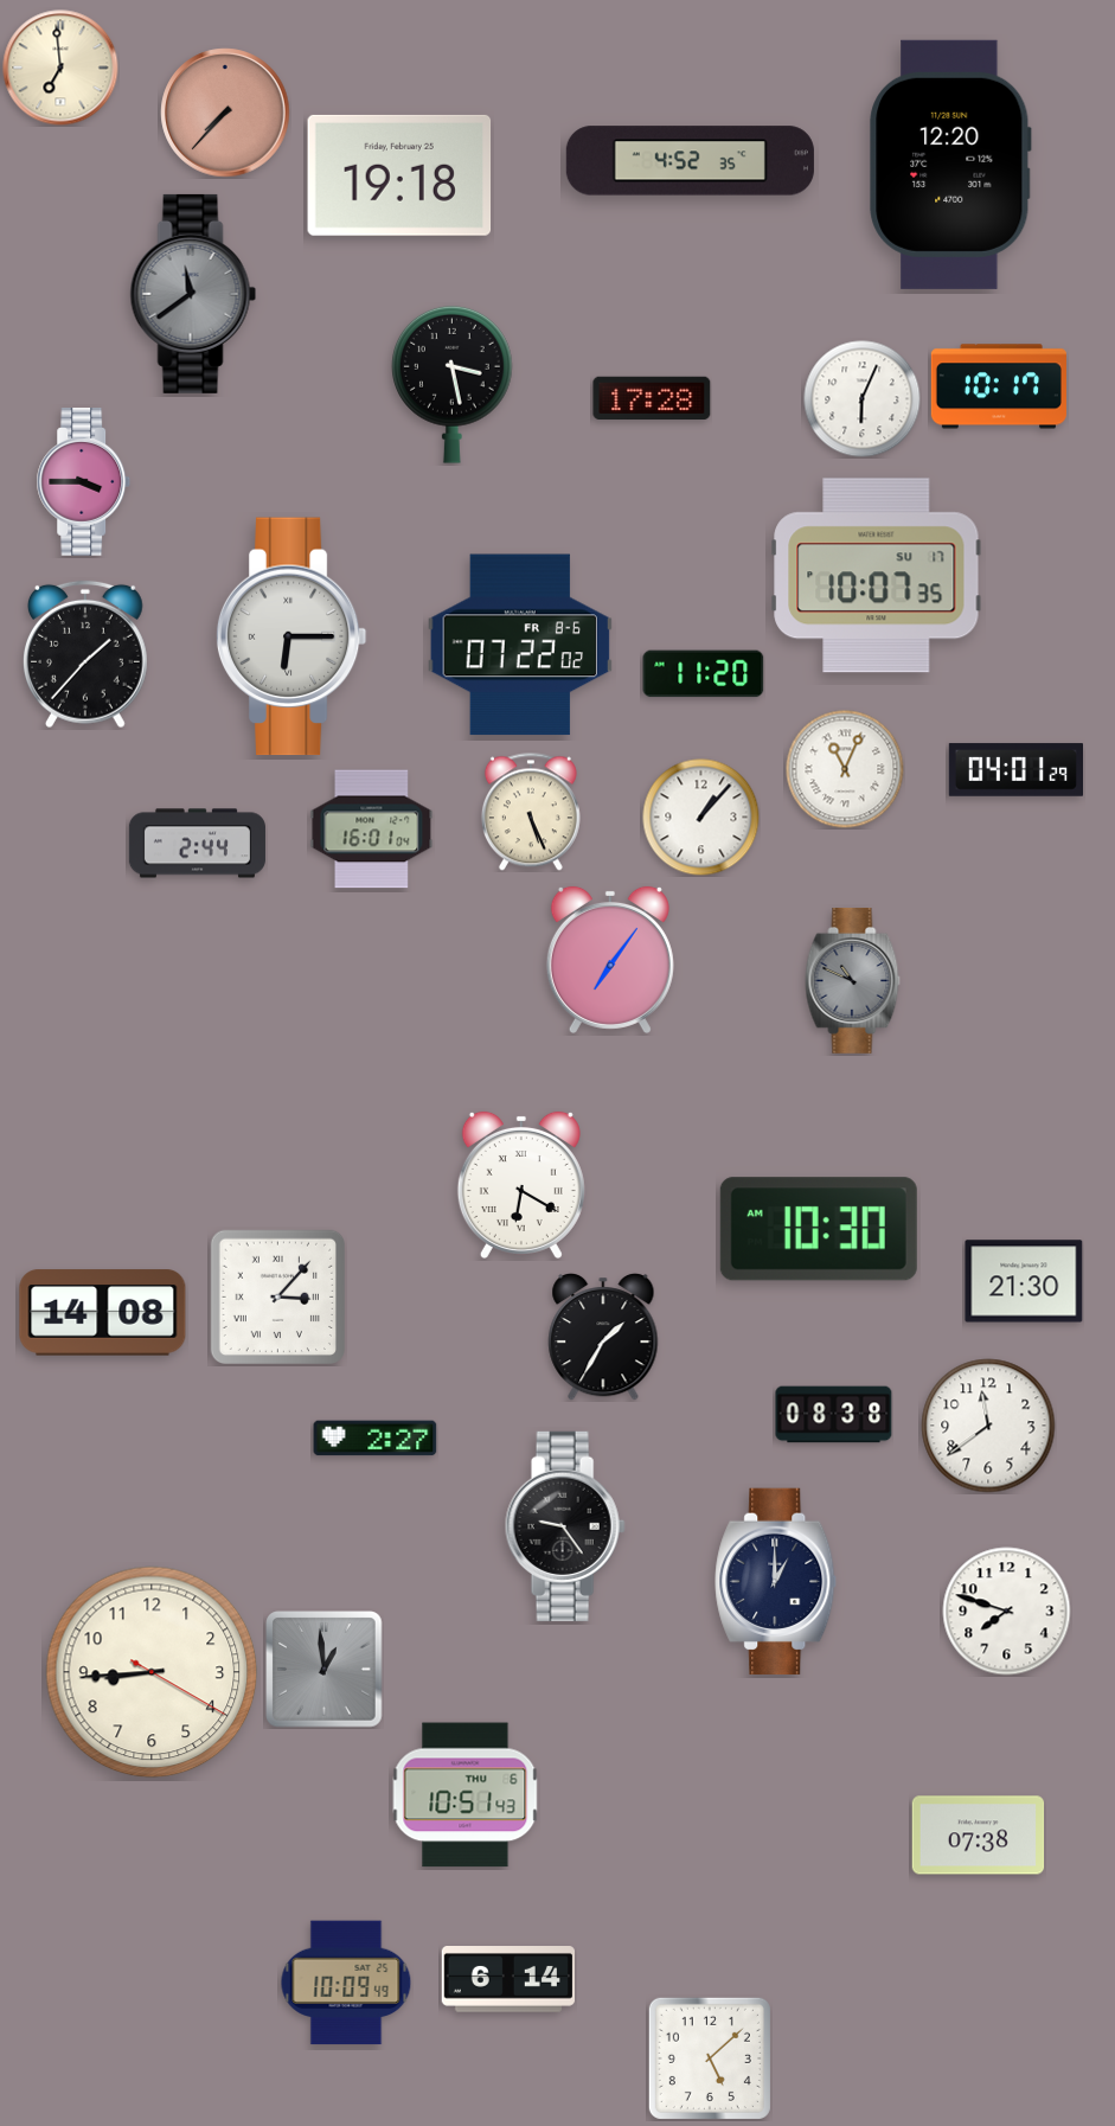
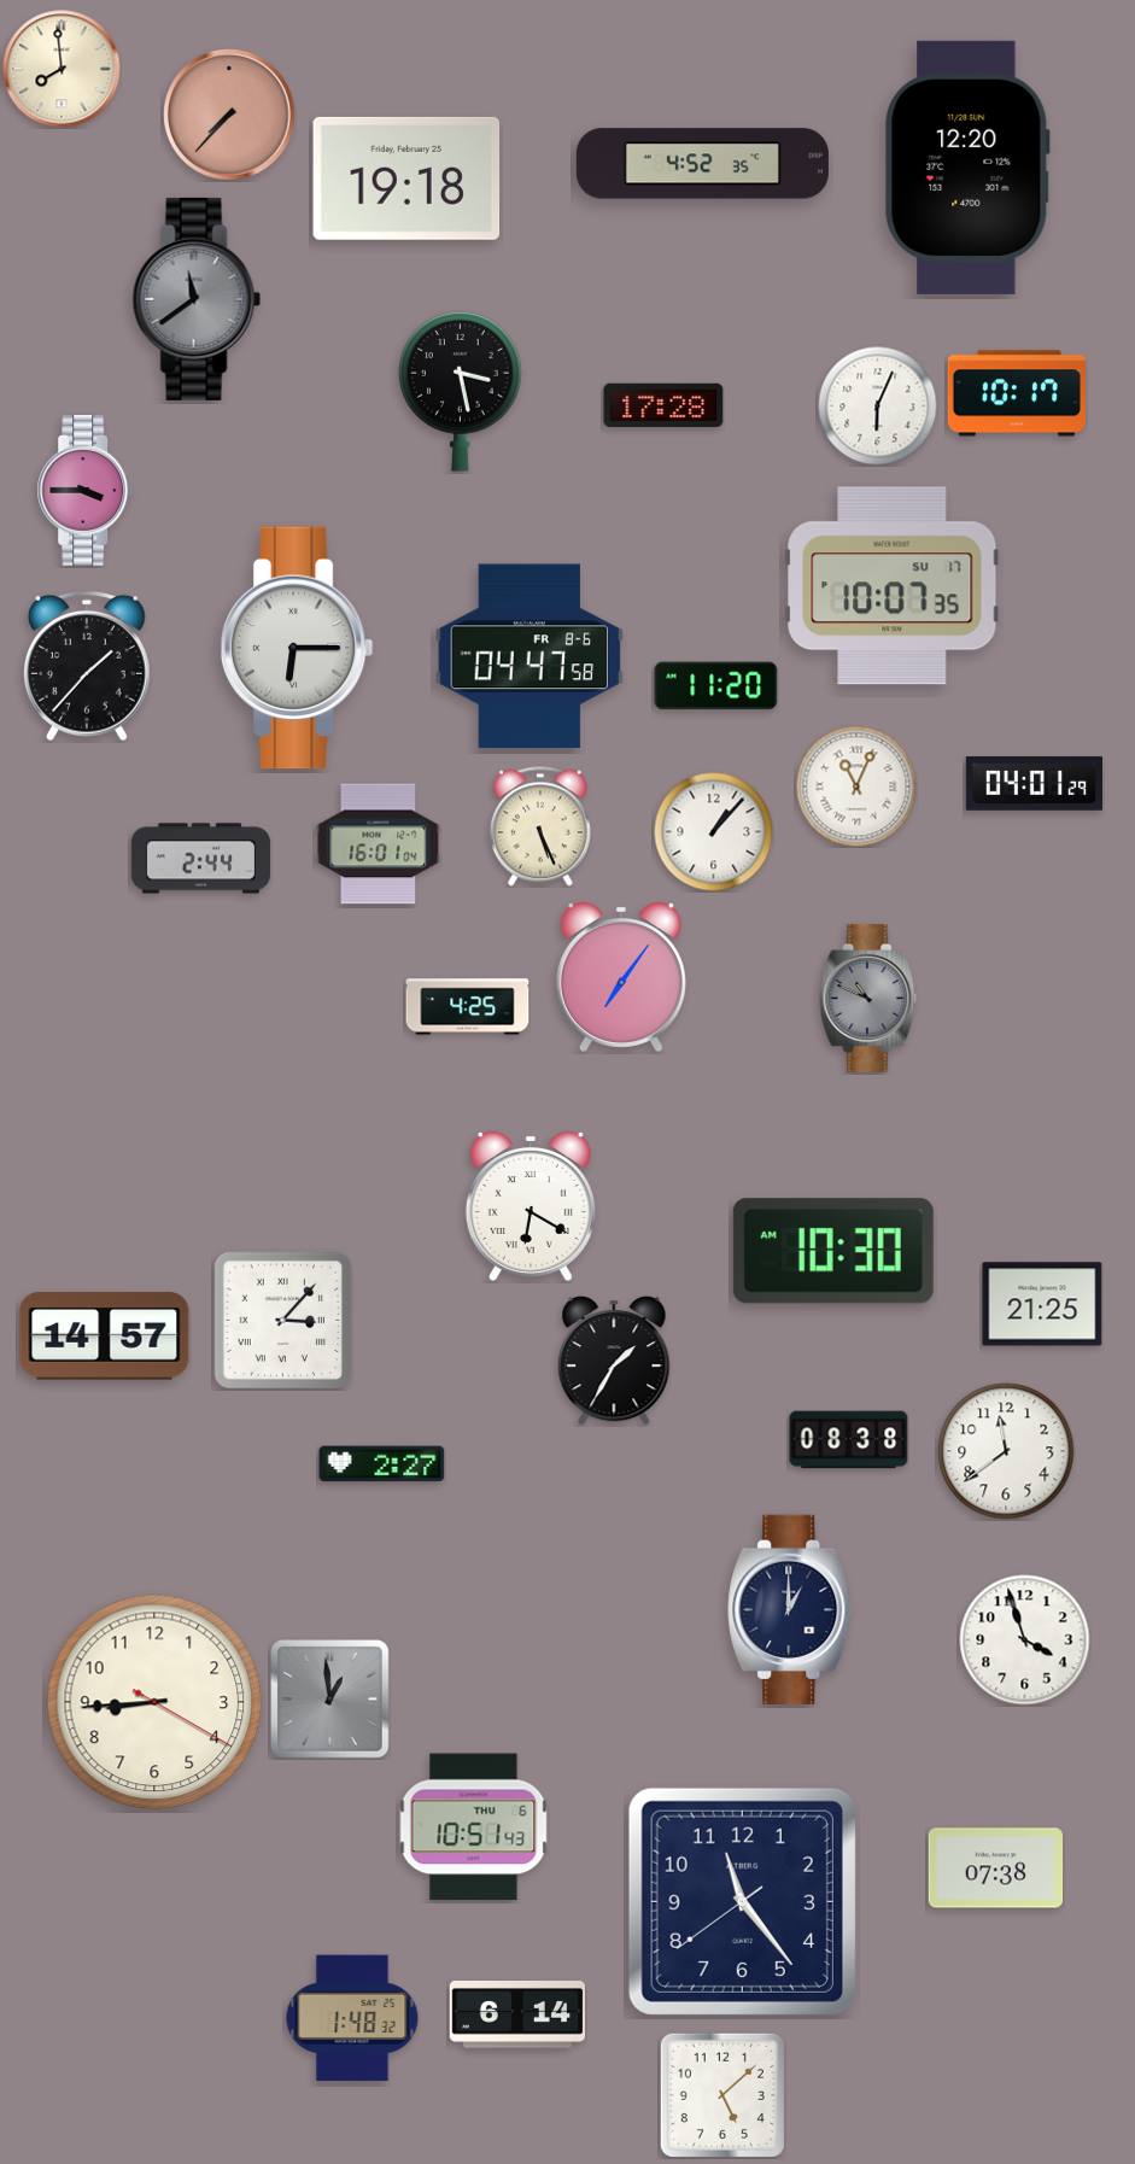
clock at (60, 68): 6:59 -> 7:59
clock at (519, 645): 07:22 -> 04:47
clock at (845, 769) position: (845, 769) -> (856, 786)
clock at (468, 1007): none -> 4:25
clock at (1024, 1281): 21:30 -> 21:25
clock at (103, 1313): 14:08 -> 14:57
clock at (565, 1526): 9:24 -> none
clock at (1007, 1612): 7:48 -> 3:57
clock at (742, 1901): none -> 11:23
clock at (346, 1983): 10:09 -> 1:48
